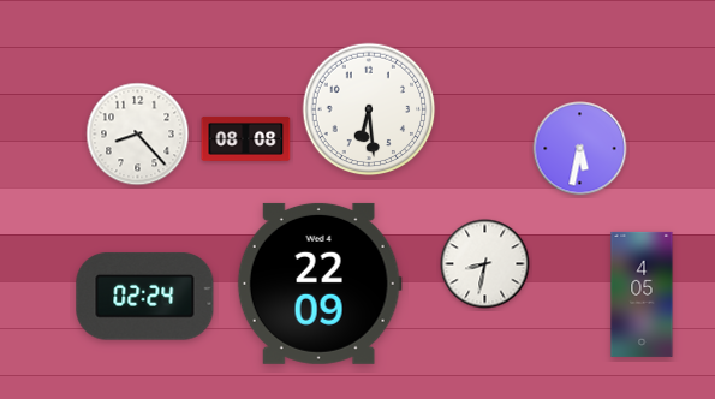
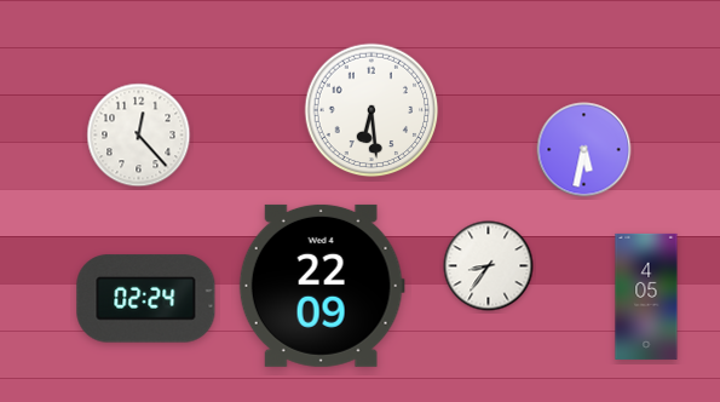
clock at (138, 135): 8:23 -> 12:23
clock at (246, 138): 08:08 -> none
clock at (485, 264): 8:32 -> 8:36
